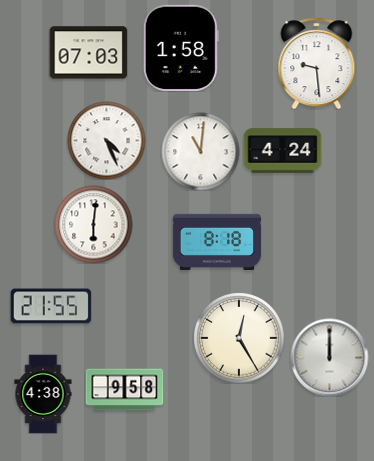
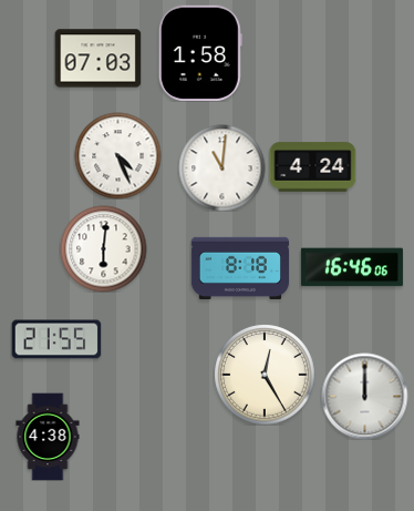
clock at (317, 63): 9:29 -> none
clock at (352, 267): none -> 16:46
clock at (124, 390): 9:58 -> none
